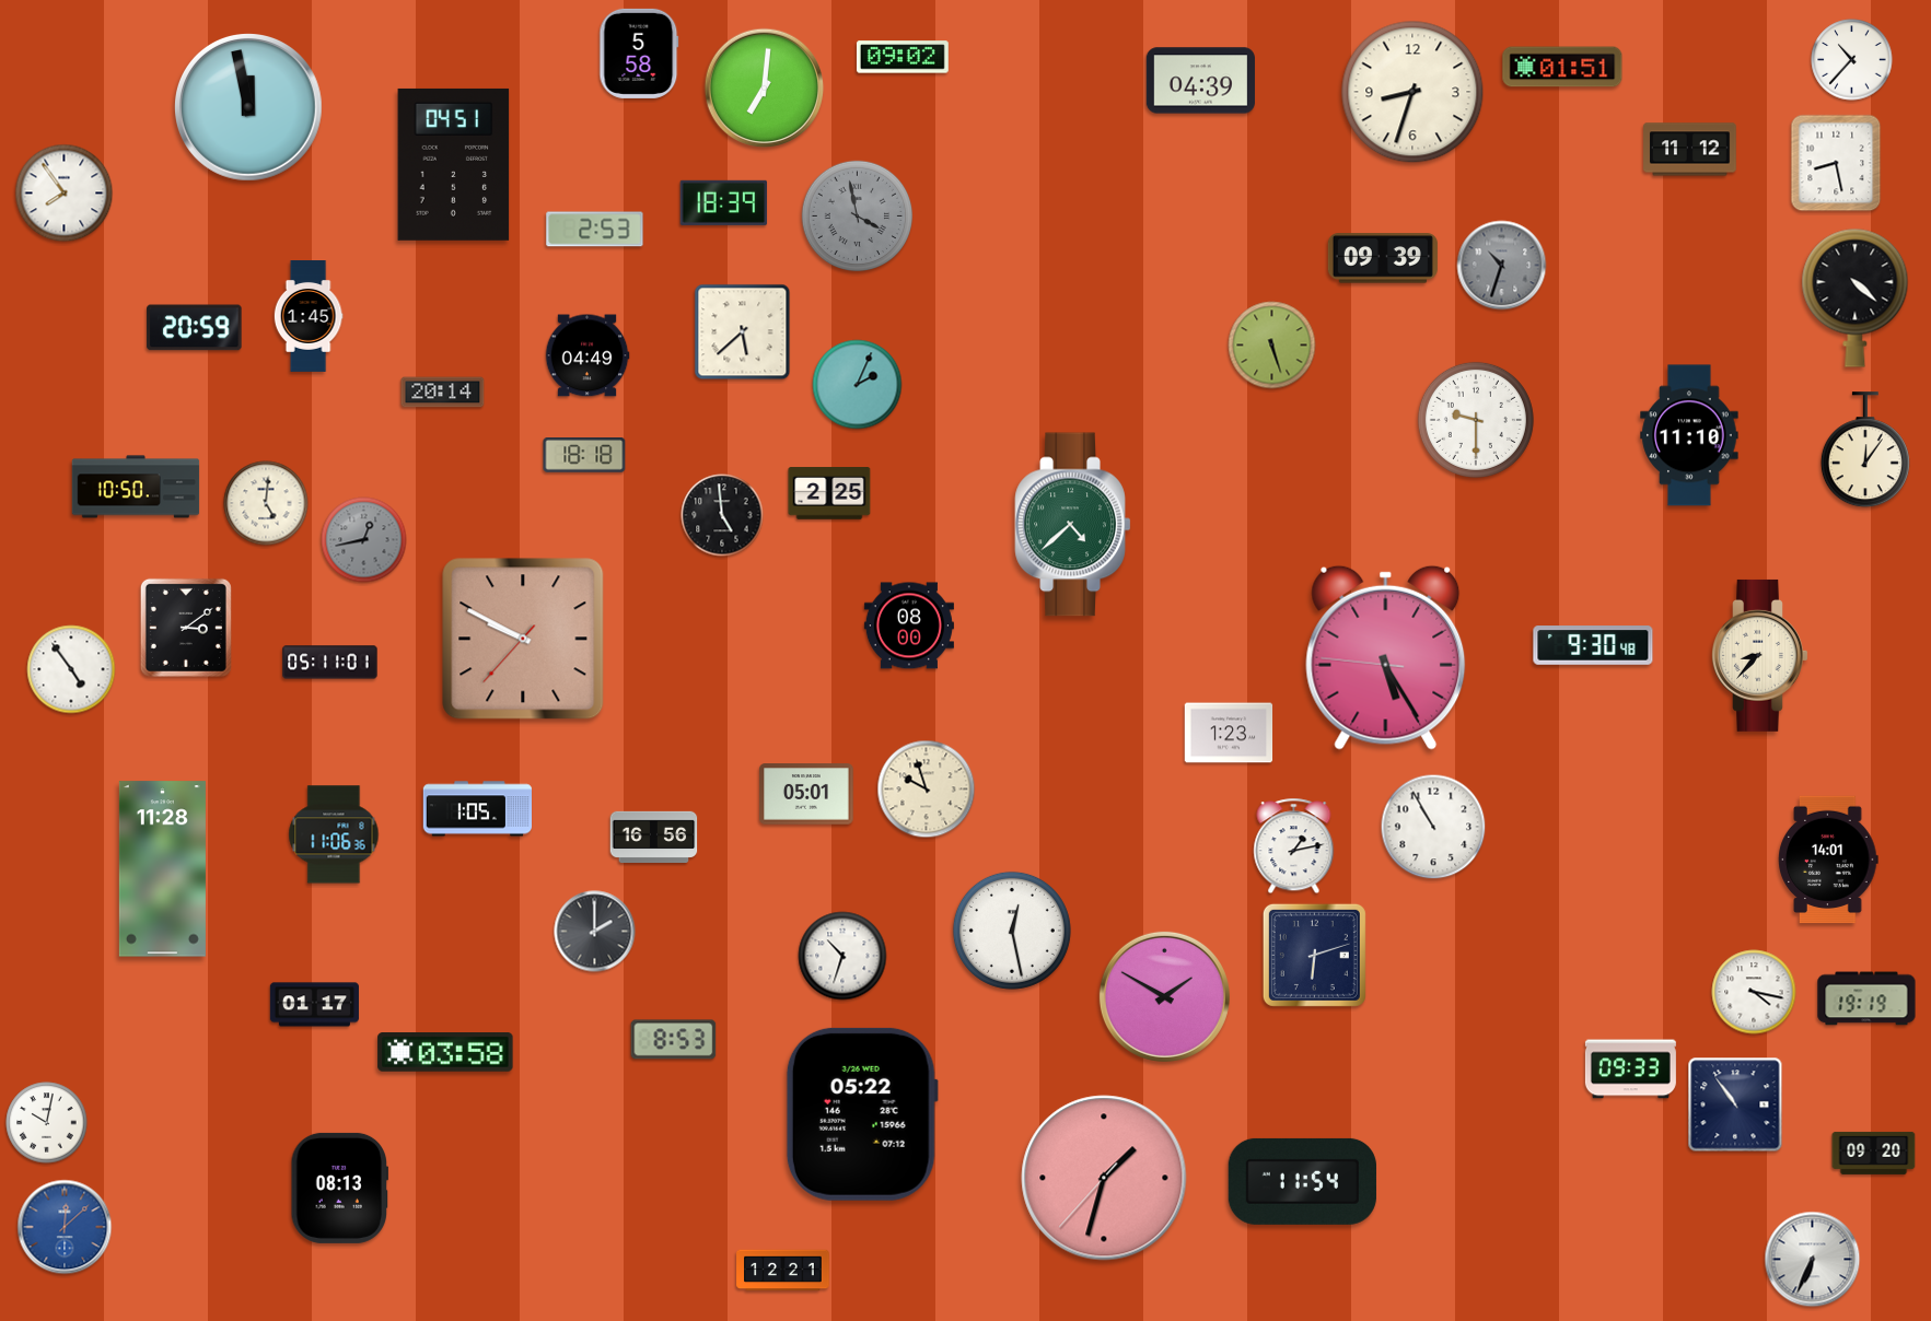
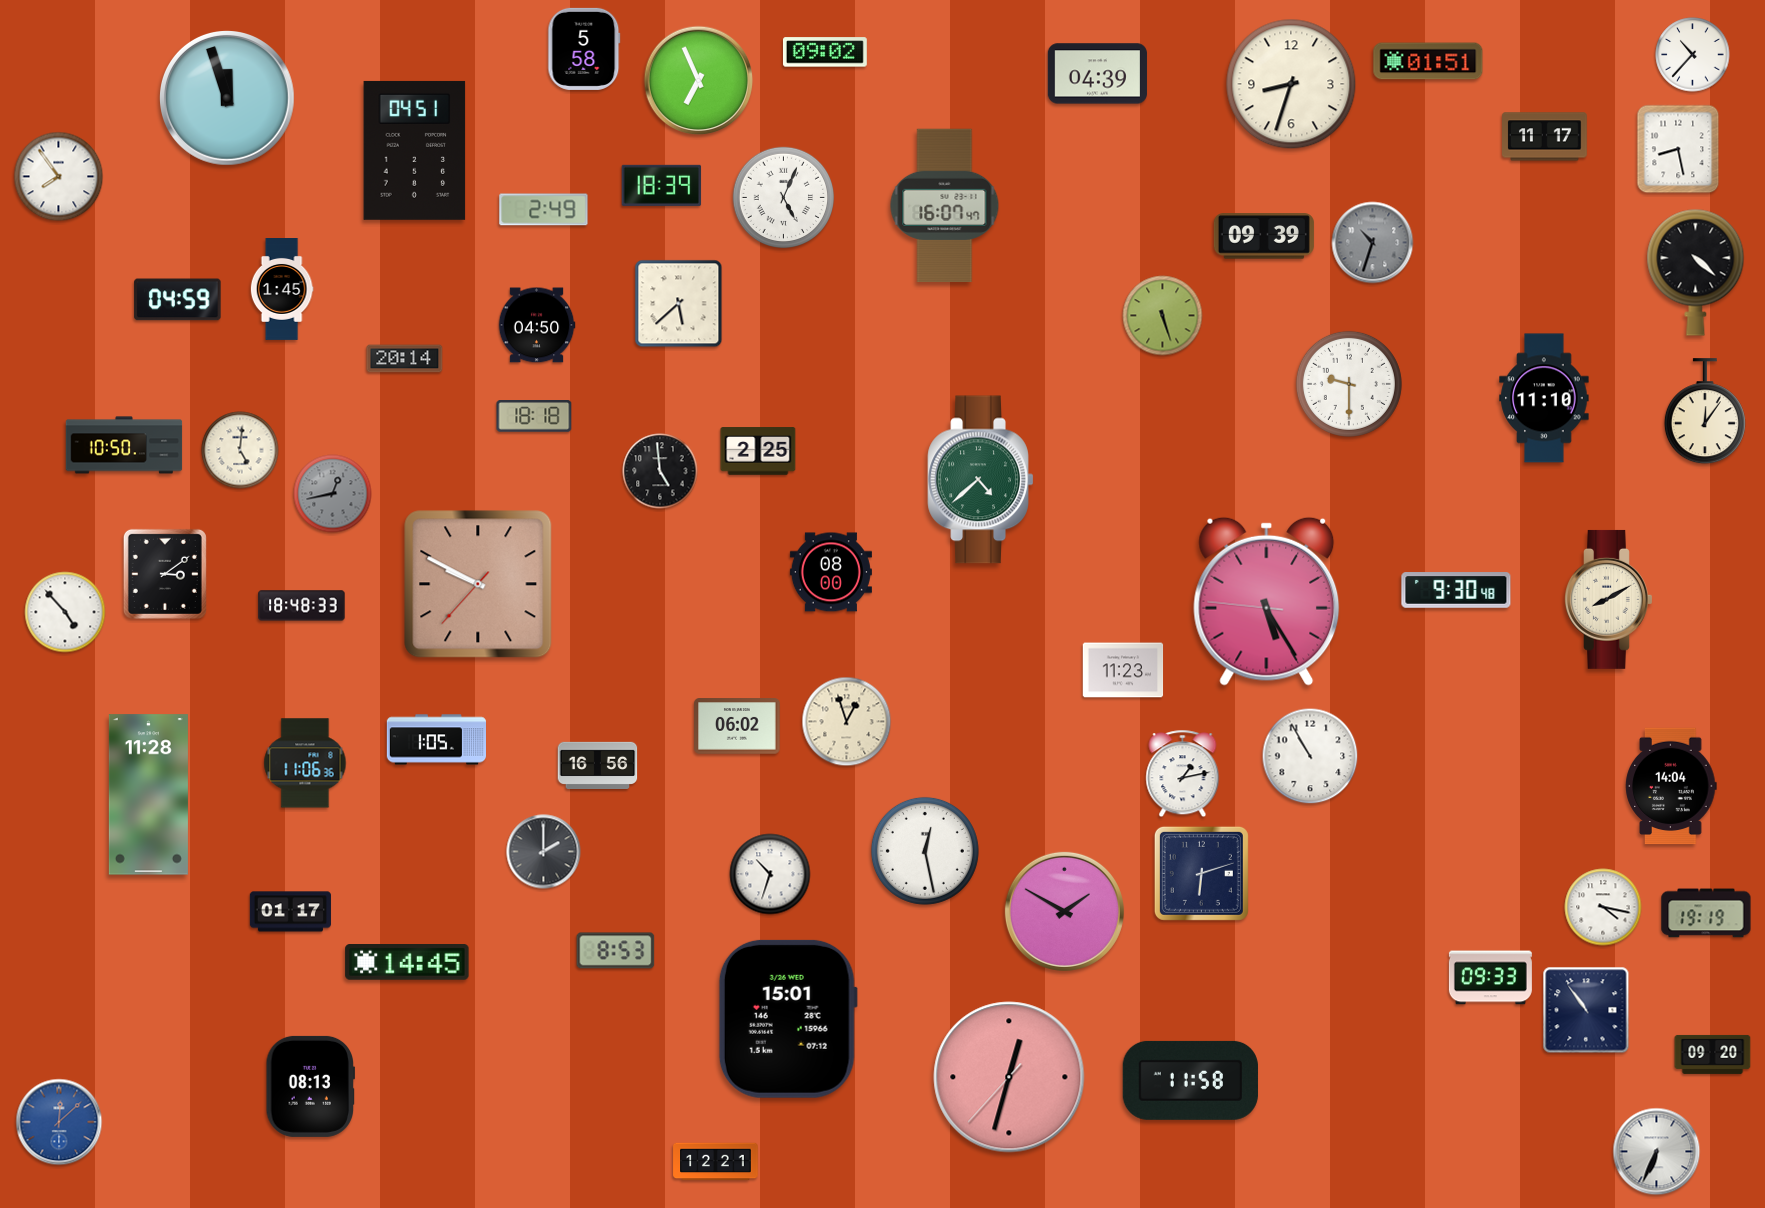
clock at (765, 89): 7:01 -> 6:56
clock at (249, 108): 11:58 -> 11:57
clock at (1690, 150): 11:12 -> 11:17
clock at (858, 217): 3:58 -> 5:04
clock at (858, 217) dial: grey -> white
clock at (945, 205): none -> 16:07
clock at (595, 230): 2:53 -> 2:49
clock at (195, 328): 20:59 -> 04:59
clock at (588, 355): 04:49 -> 04:50
clock at (858, 385): 2:04 -> none
clock at (266, 503) position: (266, 503) -> (240, 450)
clock at (186, 628) position: (186, 628) -> (165, 574)
clock at (1760, 655): 8:37 -> 8:10
clock at (330, 663): 05:11 -> 18:48
clock at (71, 669): 4:54 -> 4:53
clock at (1229, 733): 1:23 -> 11:23
clock at (927, 790): 9:57 -> 12:57
clock at (806, 794): 05:01 -> 06:02
clock at (1828, 860): 14:01 -> 14:04
clock at (314, 1005) position: (314, 1005) -> (290, 912)
clock at (445, 1053): 03:58 -> 14:45
clock at (862, 1114): 05:22 -> 15:01
clock at (47, 1123): 10:02 -> none
clock at (1104, 1178): 1:32 -> 12:32
clock at (1302, 1181): 11:54 -> 11:58
